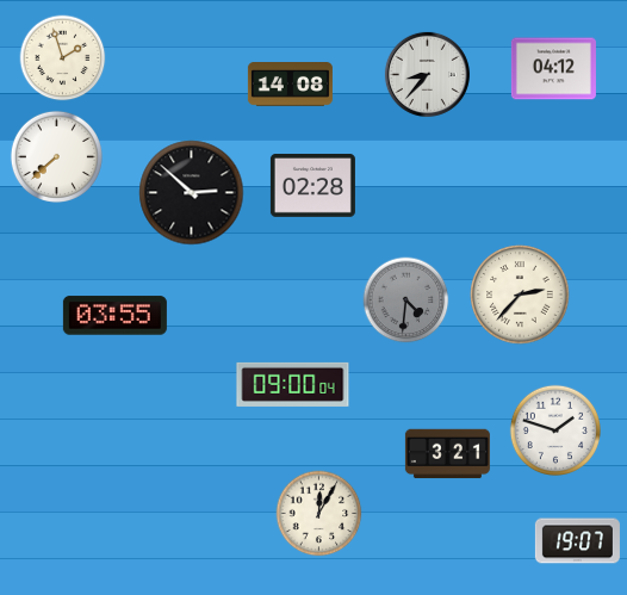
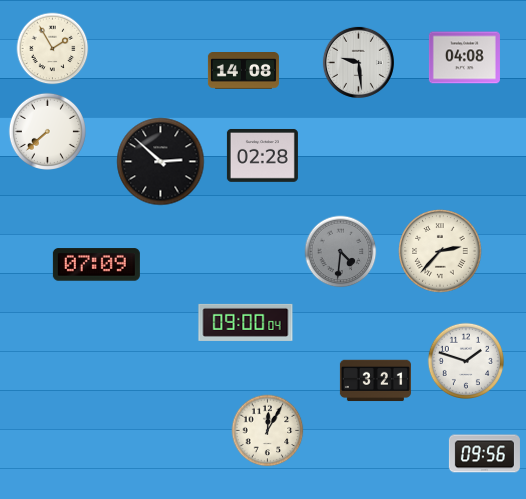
clock at (63, 58): 1:57 -> 1:55
clock at (553, 69): 04:12 -> 04:08
clock at (427, 74): 8:37 -> 9:29
clock at (520, 295) position: (520, 295) -> (440, 251)
clock at (114, 316): 03:55 -> 07:09
clock at (577, 541): 19:07 -> 09:56
